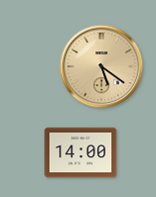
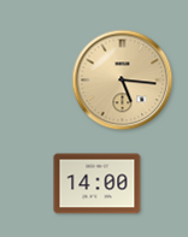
clock at (102, 67): 5:21 -> 5:16
